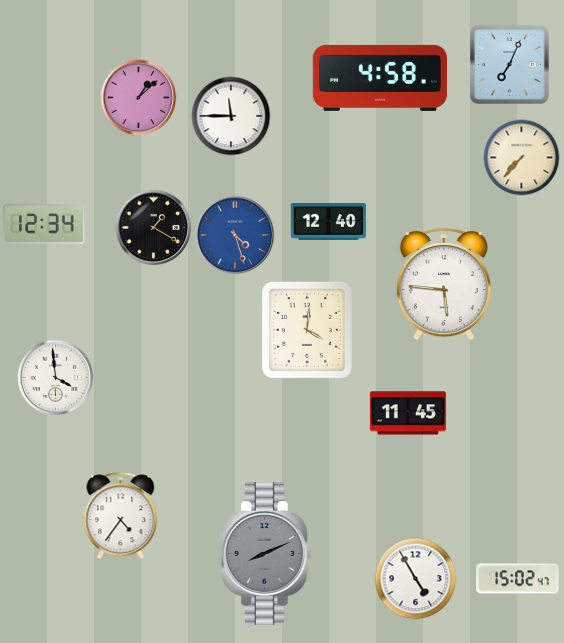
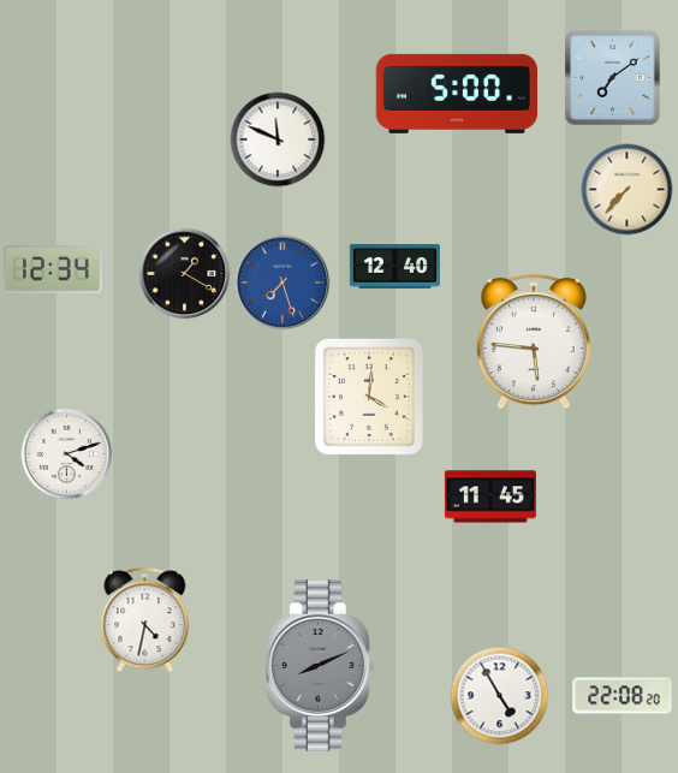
clock at (509, 64): 7:04 -> 7:09
clock at (380, 78): 4:58 -> 5:00
clock at (139, 98): 1:08 -> none
clock at (231, 116): 11:45 -> 11:49
clock at (235, 235): 4:27 -> 7:27
clock at (56, 378): 3:59 -> 4:12
clock at (121, 516): 4:36 -> 4:32
clock at (518, 579): 15:02 -> 22:08
